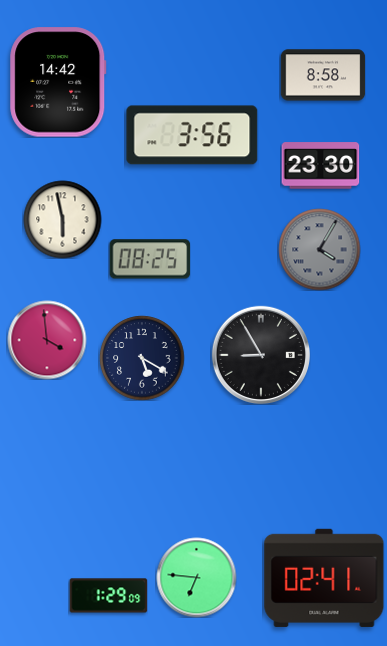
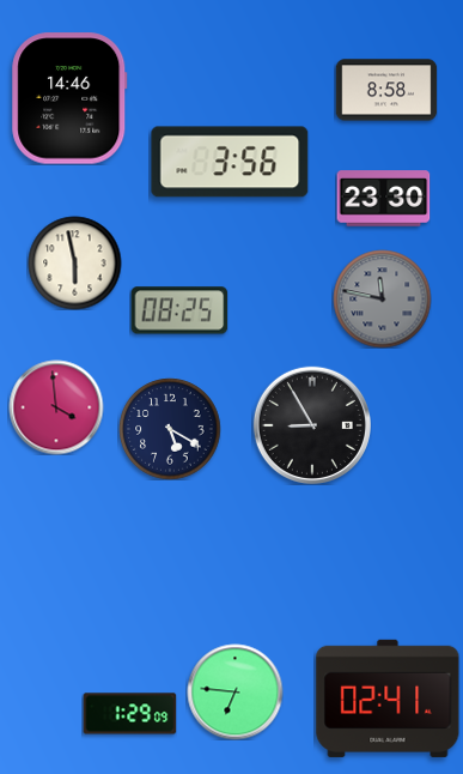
clock at (58, 82): 14:42 -> 14:46
clock at (319, 249): 4:05 -> 11:47
clock at (324, 578) position: (324, 578) -> (388, 699)
